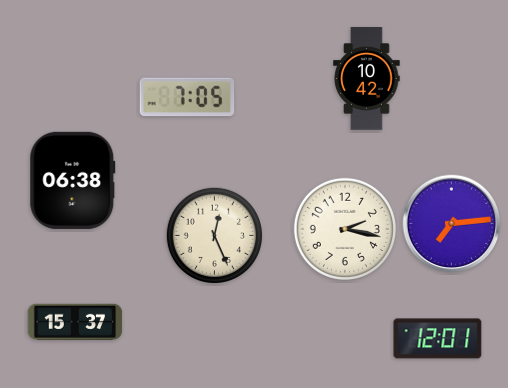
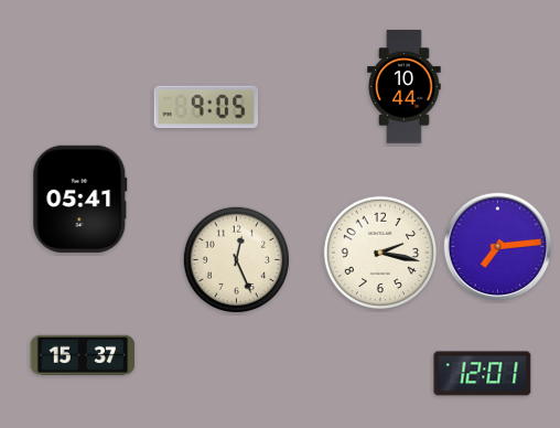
clock at (367, 79): 10:42 -> 10:44
clock at (187, 97): 7:05 -> 9:05
clock at (73, 180): 06:38 -> 05:41
